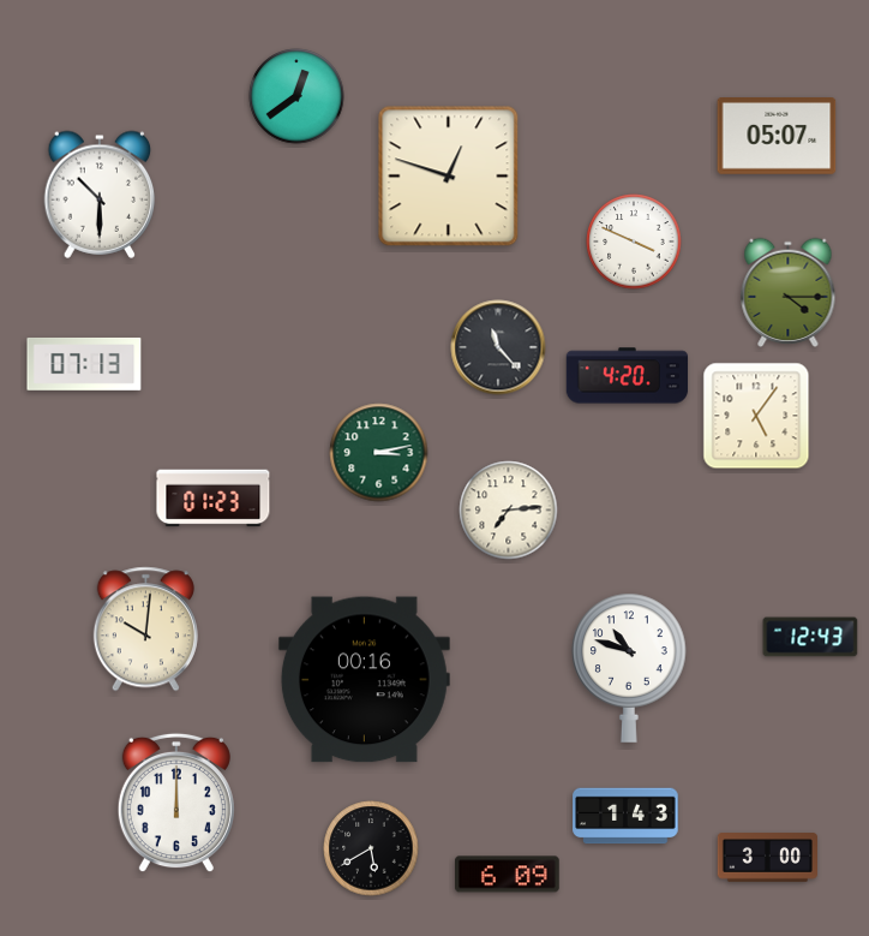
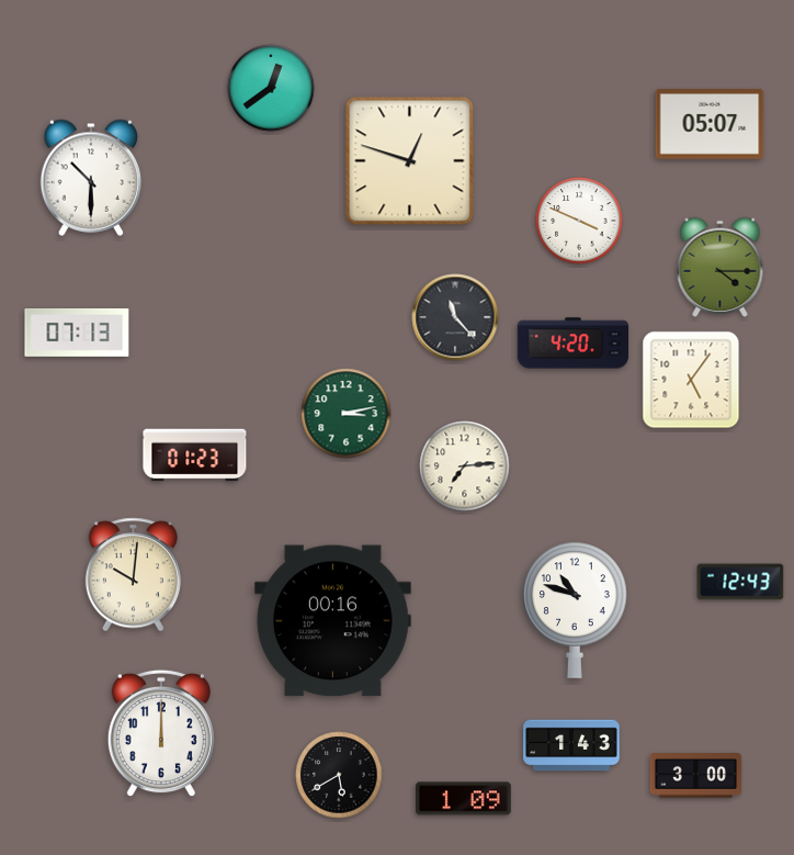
clock at (767, 858) position: (767, 858) -> (695, 776)
clock at (508, 875): 6:09 -> 1:09
